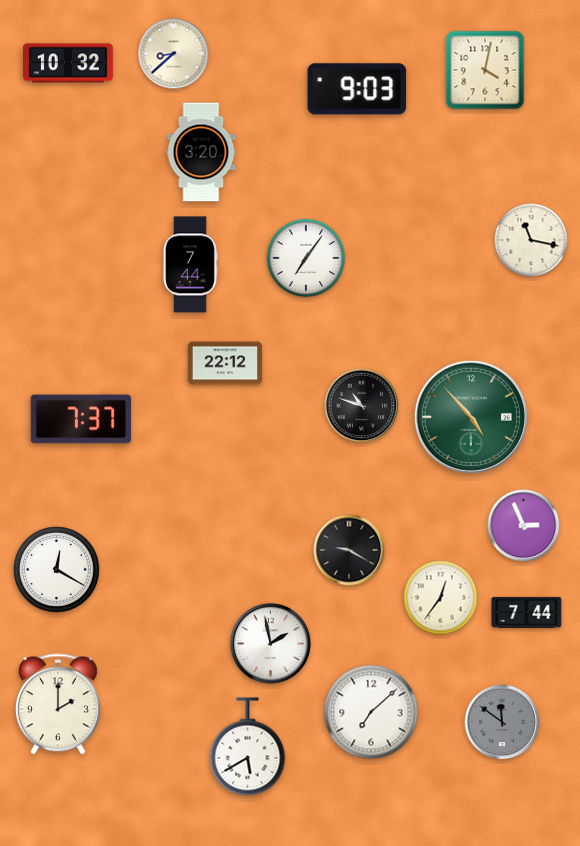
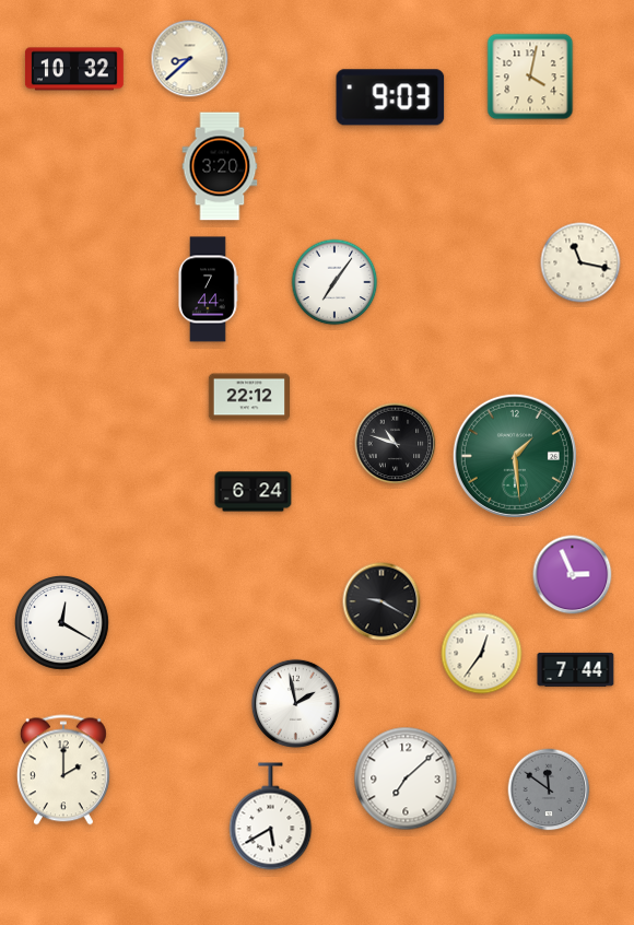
clock at (224, 363) position: (224, 363) -> (248, 397)
clock at (471, 417): 4:53 -> 1:29
clock at (81, 419): 7:37 -> none
clock at (254, 492): none -> 6:24
